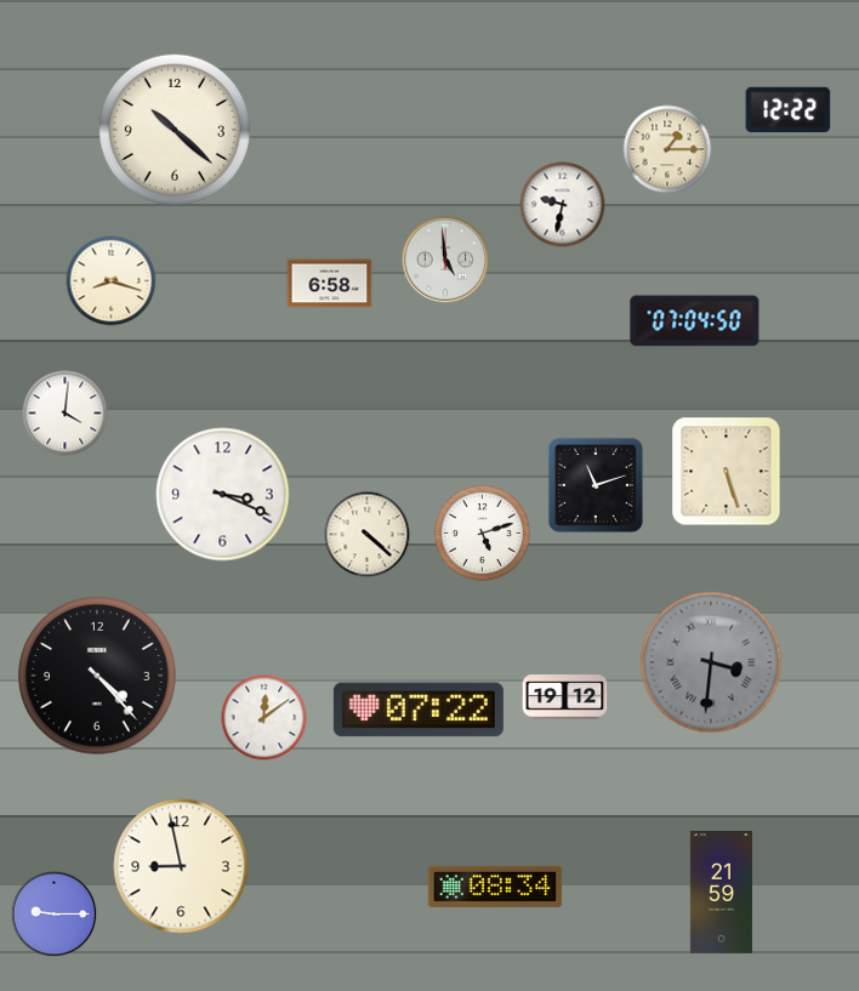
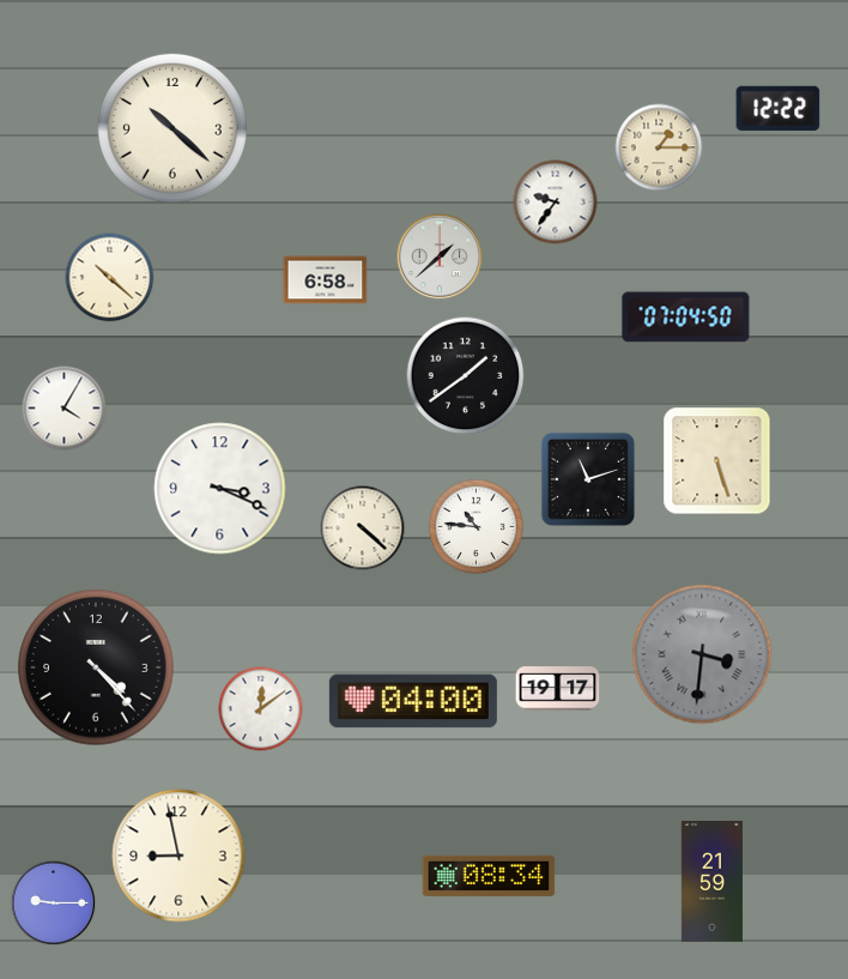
clock at (563, 205): 9:32 -> 9:36
clock at (445, 260): 4:59 -> 1:38
clock at (112, 281): 8:18 -> 10:22
clock at (466, 376): none -> 1:39
clock at (66, 414): 4:01 -> 4:05
clock at (727, 472) position: (727, 472) -> (717, 461)
clock at (482, 532): 5:12 -> 10:46
clock at (565, 697): 19:12 -> 19:17
clock at (419, 710): 07:22 -> 04:00
